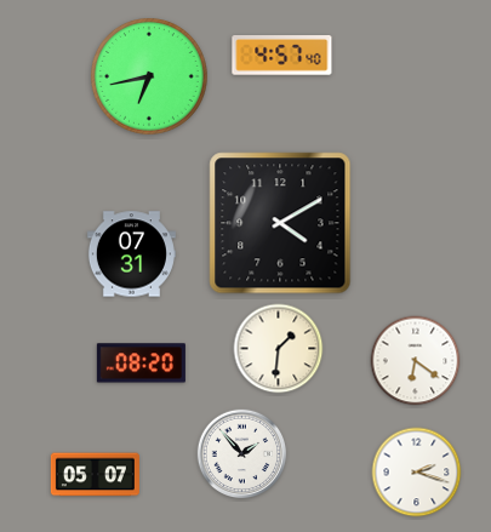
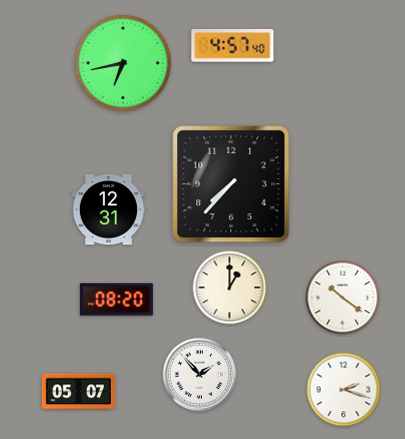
clock at (280, 223): 4:10 -> 7:37
clock at (131, 254): 07:31 -> 12:31
clock at (279, 349): 1:31 -> 1:00
clock at (416, 361): 6:21 -> 10:21
